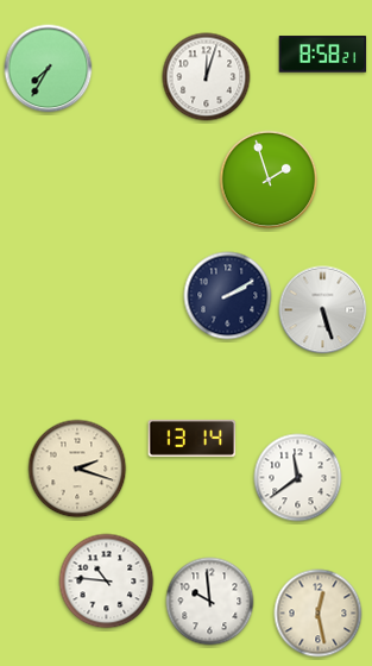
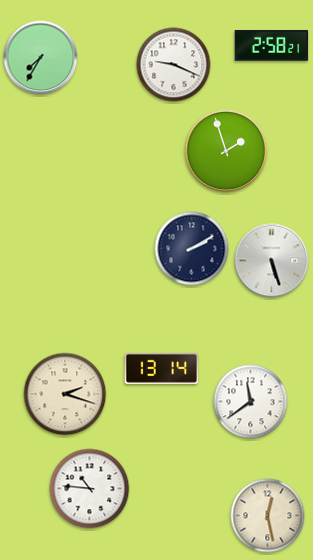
clock at (323, 55): 8:58 -> 2:58
clock at (207, 77): 12:03 -> 9:19
clock at (210, 602): 9:59 -> none
